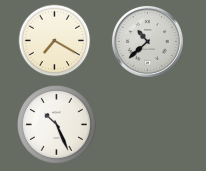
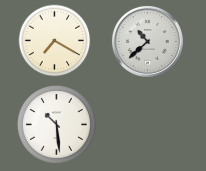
clock at (56, 124): 10:26 -> 10:29
